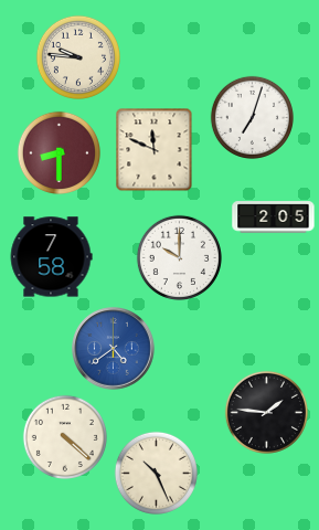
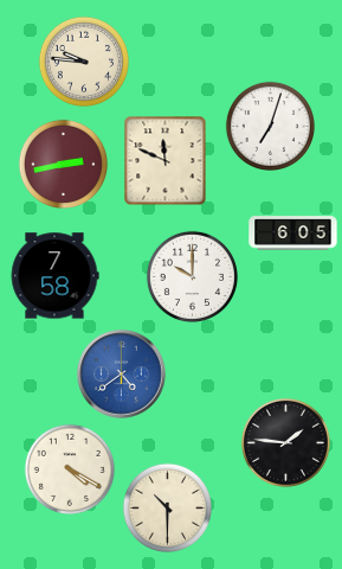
clock at (59, 152): 8:30 -> 2:43
clock at (274, 218): 2:05 -> 6:05
clock at (65, 437): 4:22 -> 4:20
clock at (156, 473): 10:26 -> 10:30
